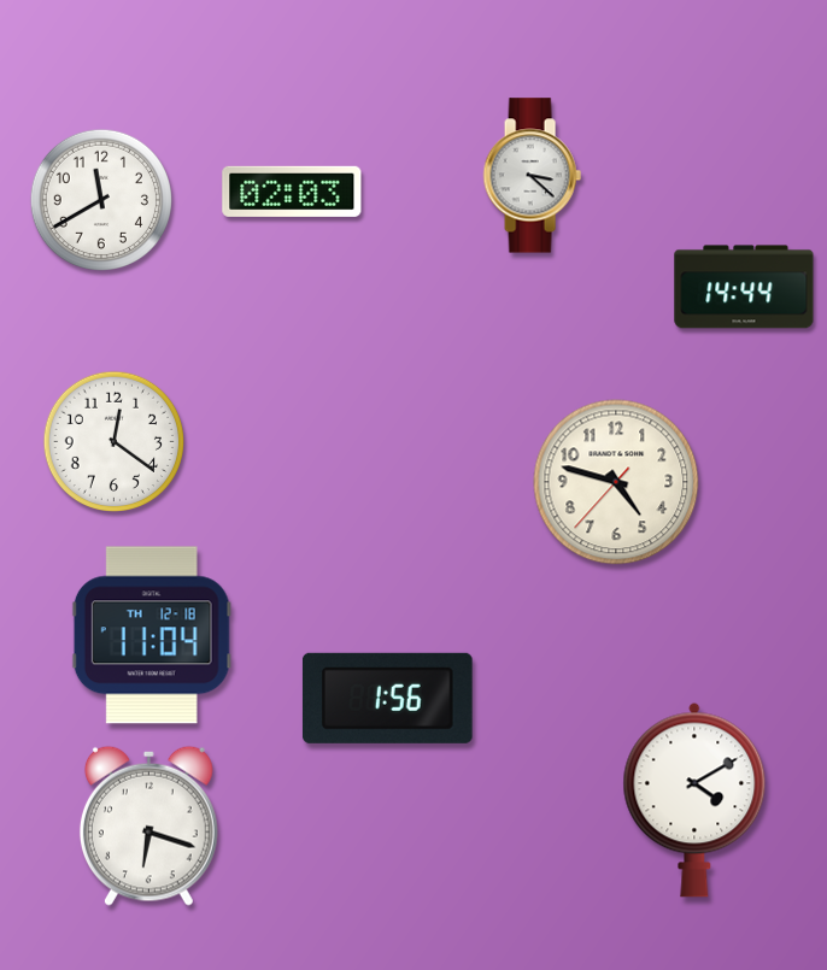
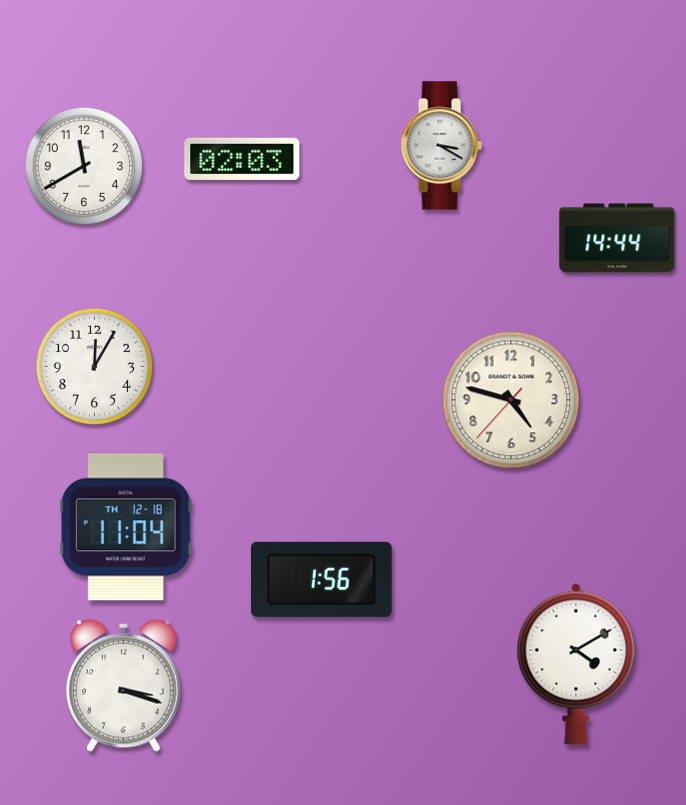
clock at (532, 176): 3:22 -> 3:20
clock at (113, 441): 12:21 -> 12:05
clock at (148, 825): 6:18 -> 3:18
